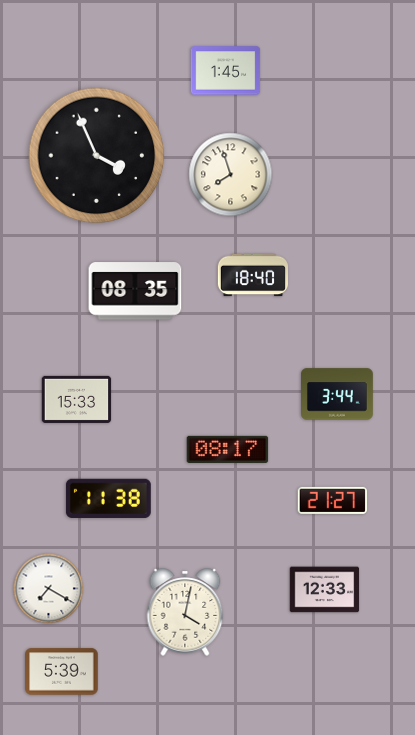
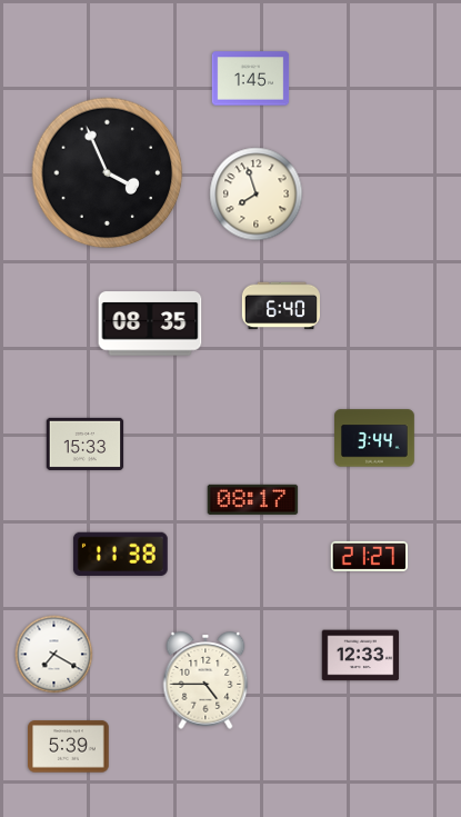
clock at (252, 275): 18:40 -> 6:40
clock at (185, 612): 4:02 -> 4:45
